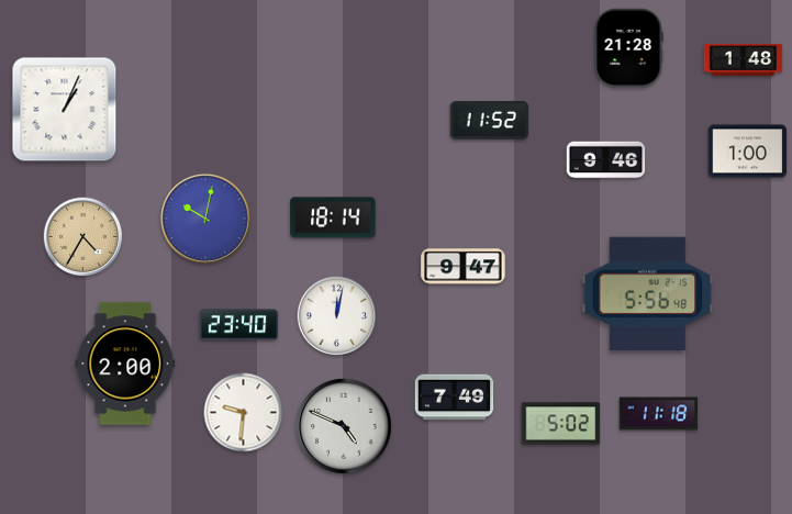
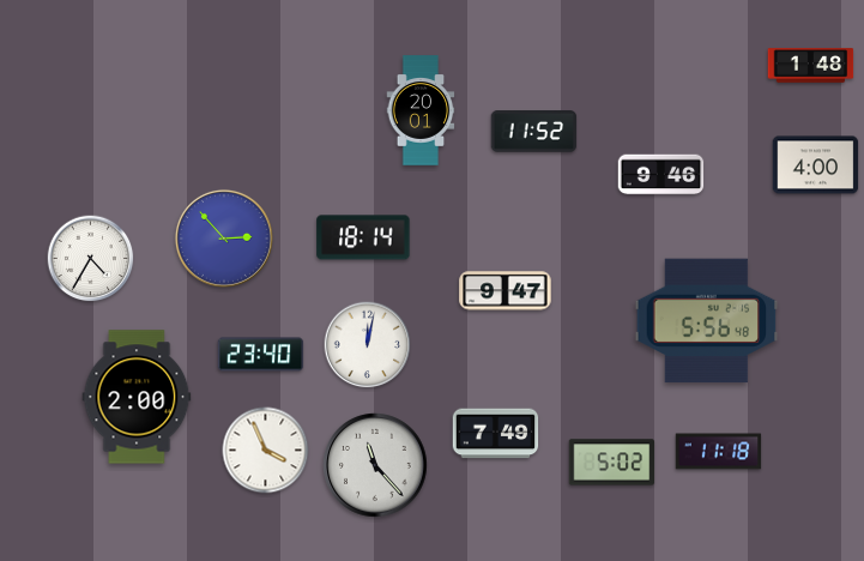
clock at (628, 48): 21:28 -> none
clock at (421, 110): none -> 20:01
clock at (65, 110): 1:04 -> none
clock at (748, 152): 1:00 -> 4:00
clock at (205, 219): 10:02 -> 2:53
clock at (83, 237) dial: champagne -> white
clock at (244, 413): 9:31 -> 3:56
clock at (344, 426): 4:49 -> 11:23
